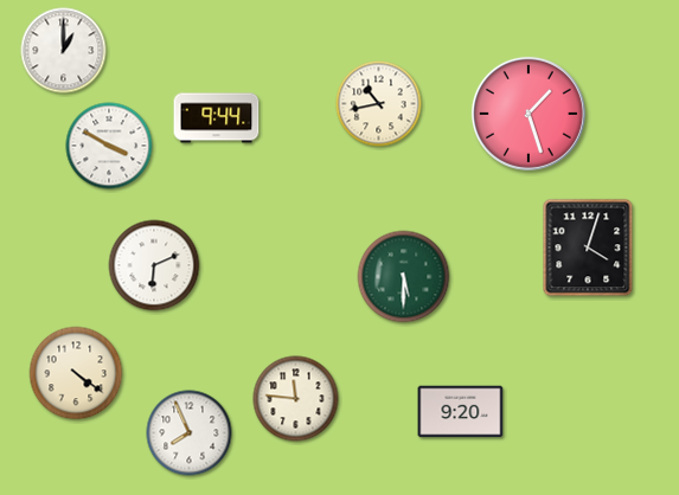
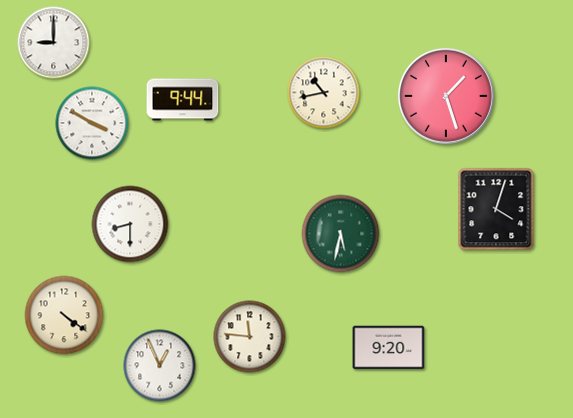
clock at (64, 51): 1:00 -> 9:00
clock at (379, 104) position: (379, 104) -> (324, 93)
clock at (154, 265): 6:11 -> 8:30
clock at (404, 277): 5:30 -> 5:32
clock at (190, 433): 7:56 -> 12:56
